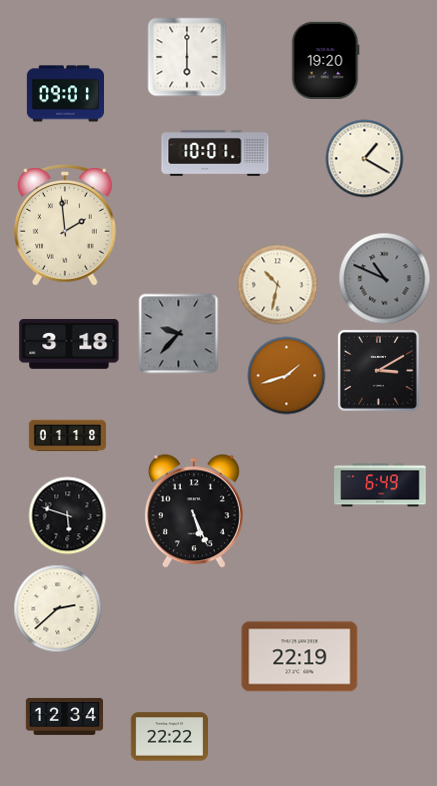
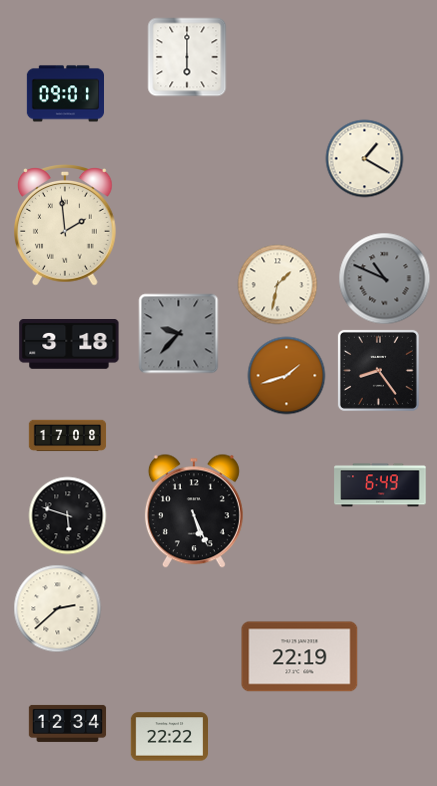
clock at (325, 60): 19:20 -> none
clock at (215, 153): 10:01 -> none
clock at (277, 284): 10:32 -> 1:32
clock at (378, 370): 3:10 -> 8:24
clock at (67, 436): 01:18 -> 17:08
clock at (64, 716) position: (64, 716) -> (67, 723)
